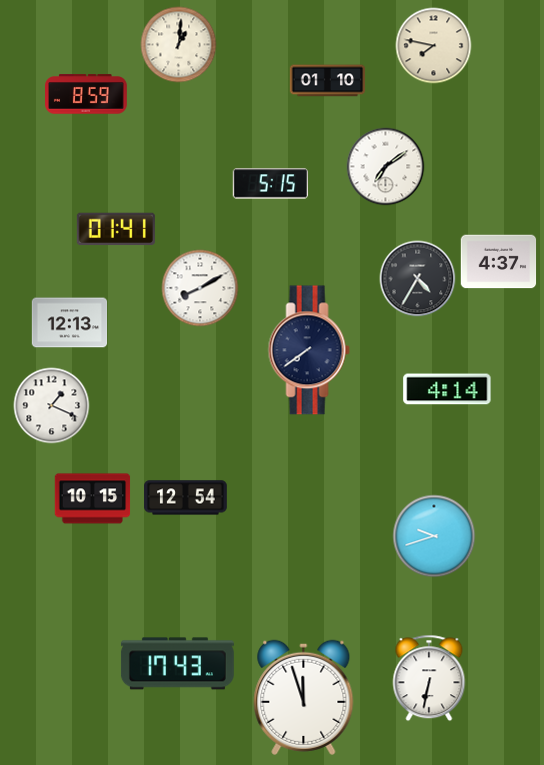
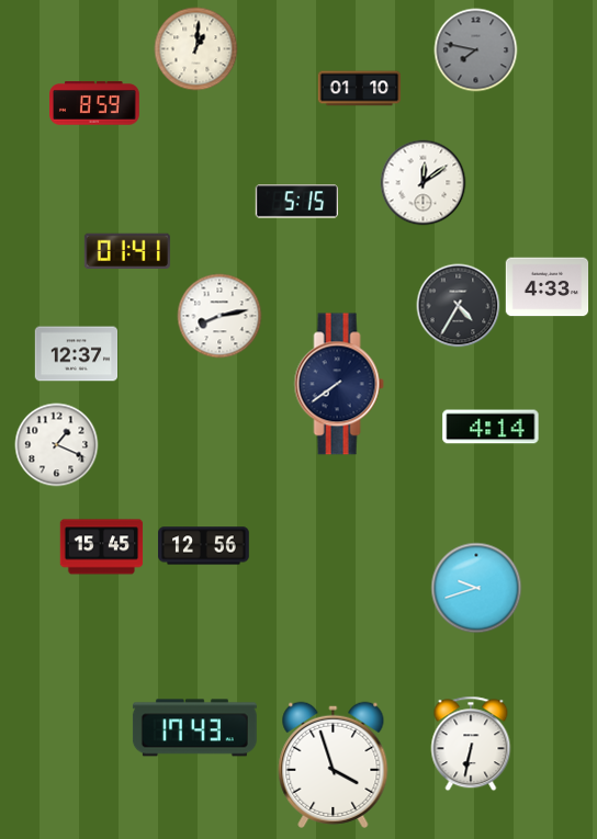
clock at (434, 46) dial: cream -> grey
clock at (386, 167): 7:09 -> 12:09
clock at (499, 262): 4:37 -> 4:33
clock at (200, 288): 8:10 -> 8:13
clock at (70, 323): 12:13 -> 12:37
clock at (186, 498): 12:54 -> 12:56
clock at (93, 499): 10:15 -> 15:45
clock at (304, 697): 11:57 -> 3:57
